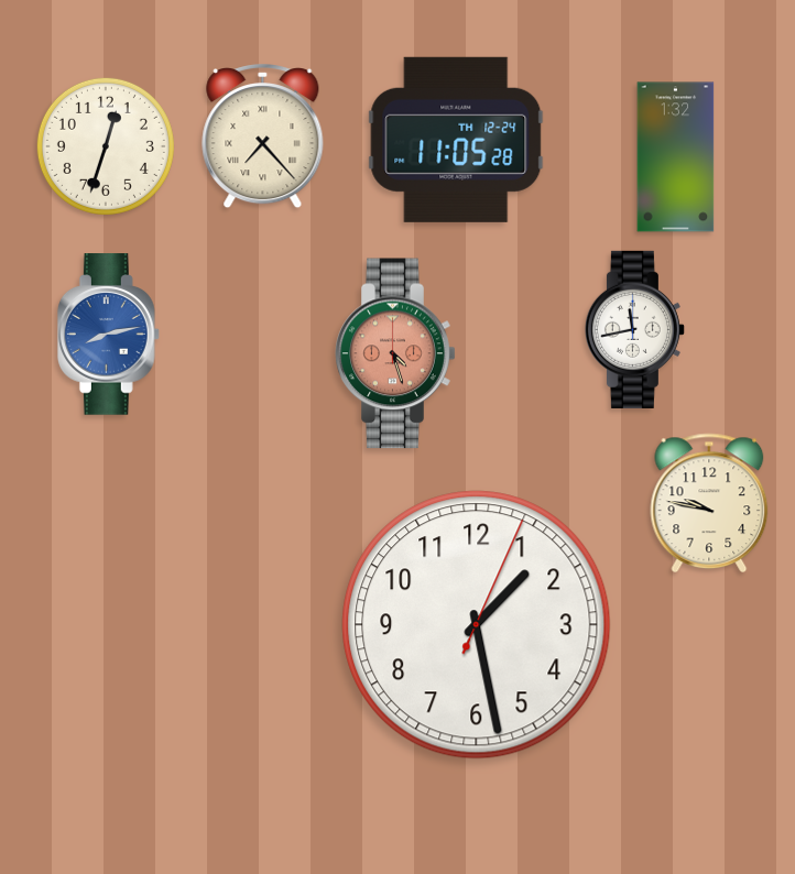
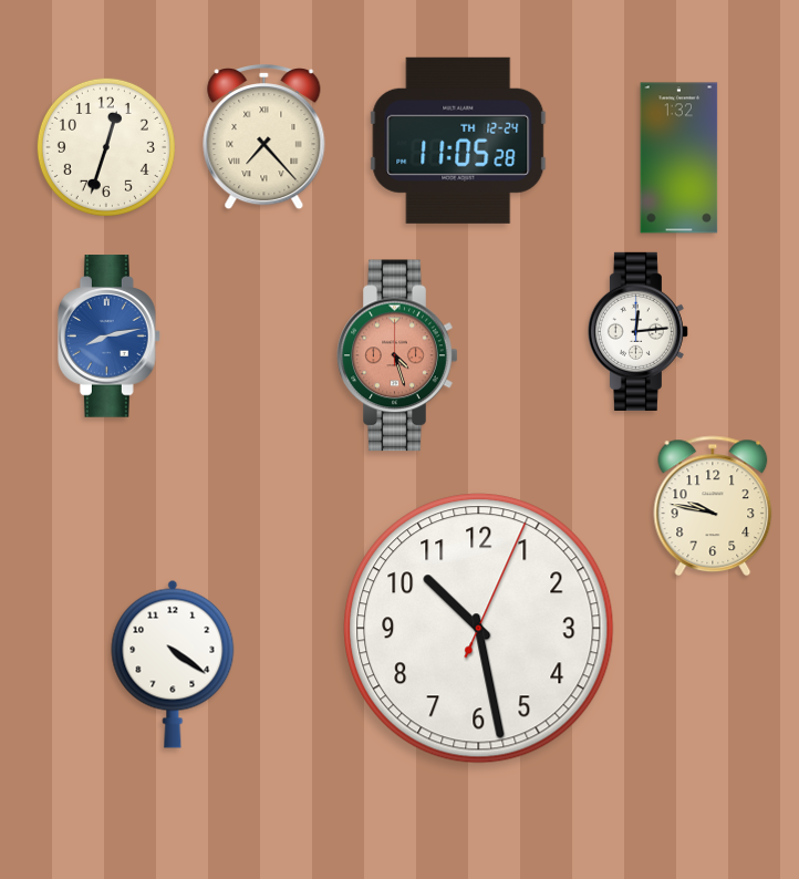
clock at (634, 329): 11:43 -> 12:14
clock at (477, 625): 1:28 -> 10:28
clock at (173, 664): none -> 4:21
